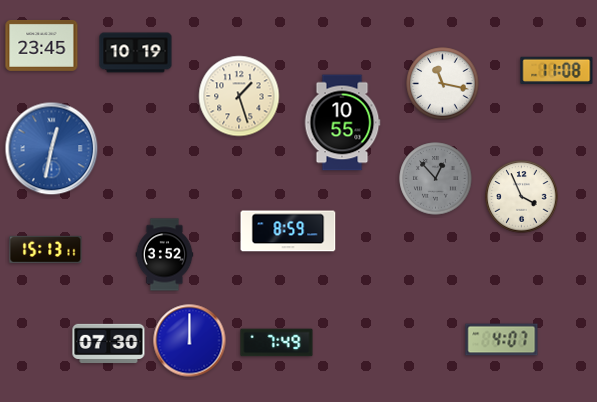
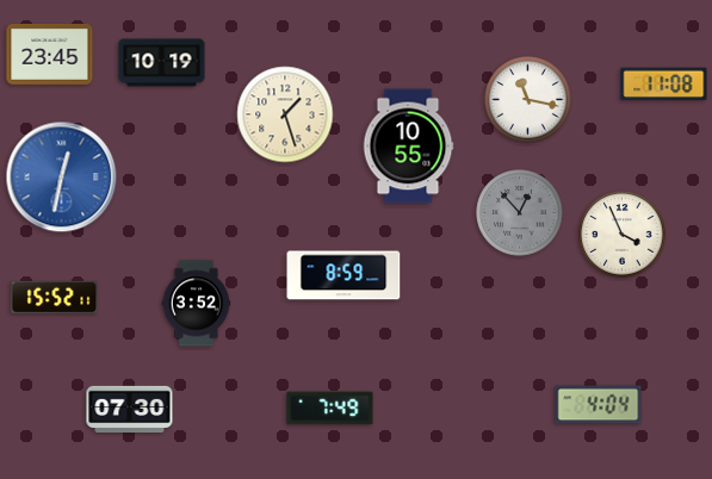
clock at (46, 249): 15:13 -> 15:52
clock at (502, 340): 4:07 -> 4:04
clock at (190, 341): 12:00 -> none
